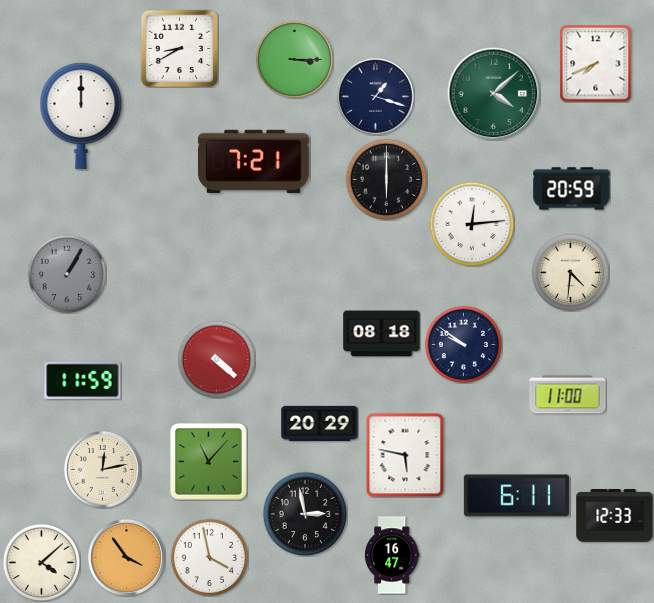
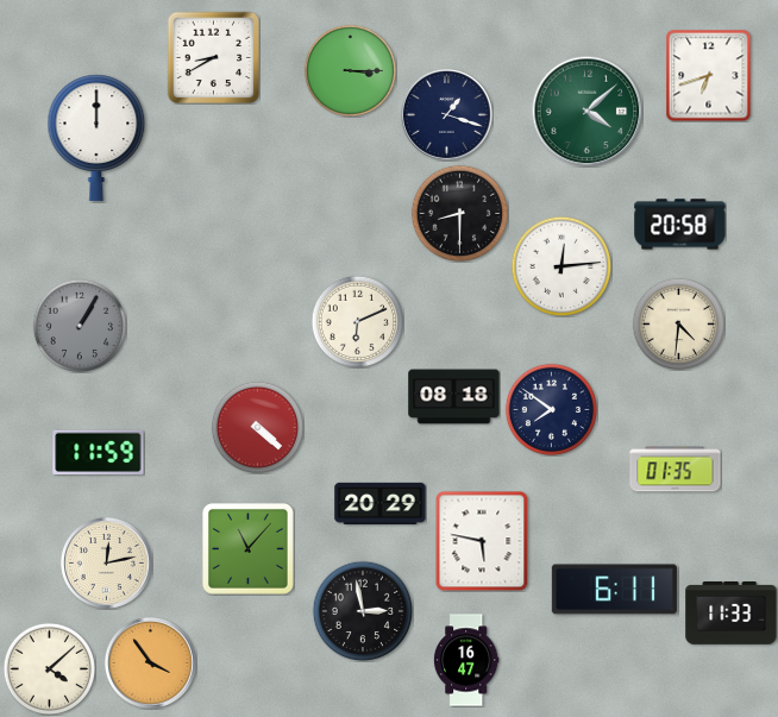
clock at (596, 63): 7:41 -> 6:42
clock at (253, 161): 7:21 -> none
clock at (386, 179): 6:00 -> 8:30
clock at (572, 189): 20:59 -> 20:58
clock at (357, 321): none -> 6:11
clock at (463, 344): 9:51 -> 7:51
clock at (568, 395): 11:00 -> 01:35
clock at (102, 469) position: (102, 469) -> (106, 562)
clock at (615, 516): 12:33 -> 11:33
clock at (209, 557): 3:58 -> none
